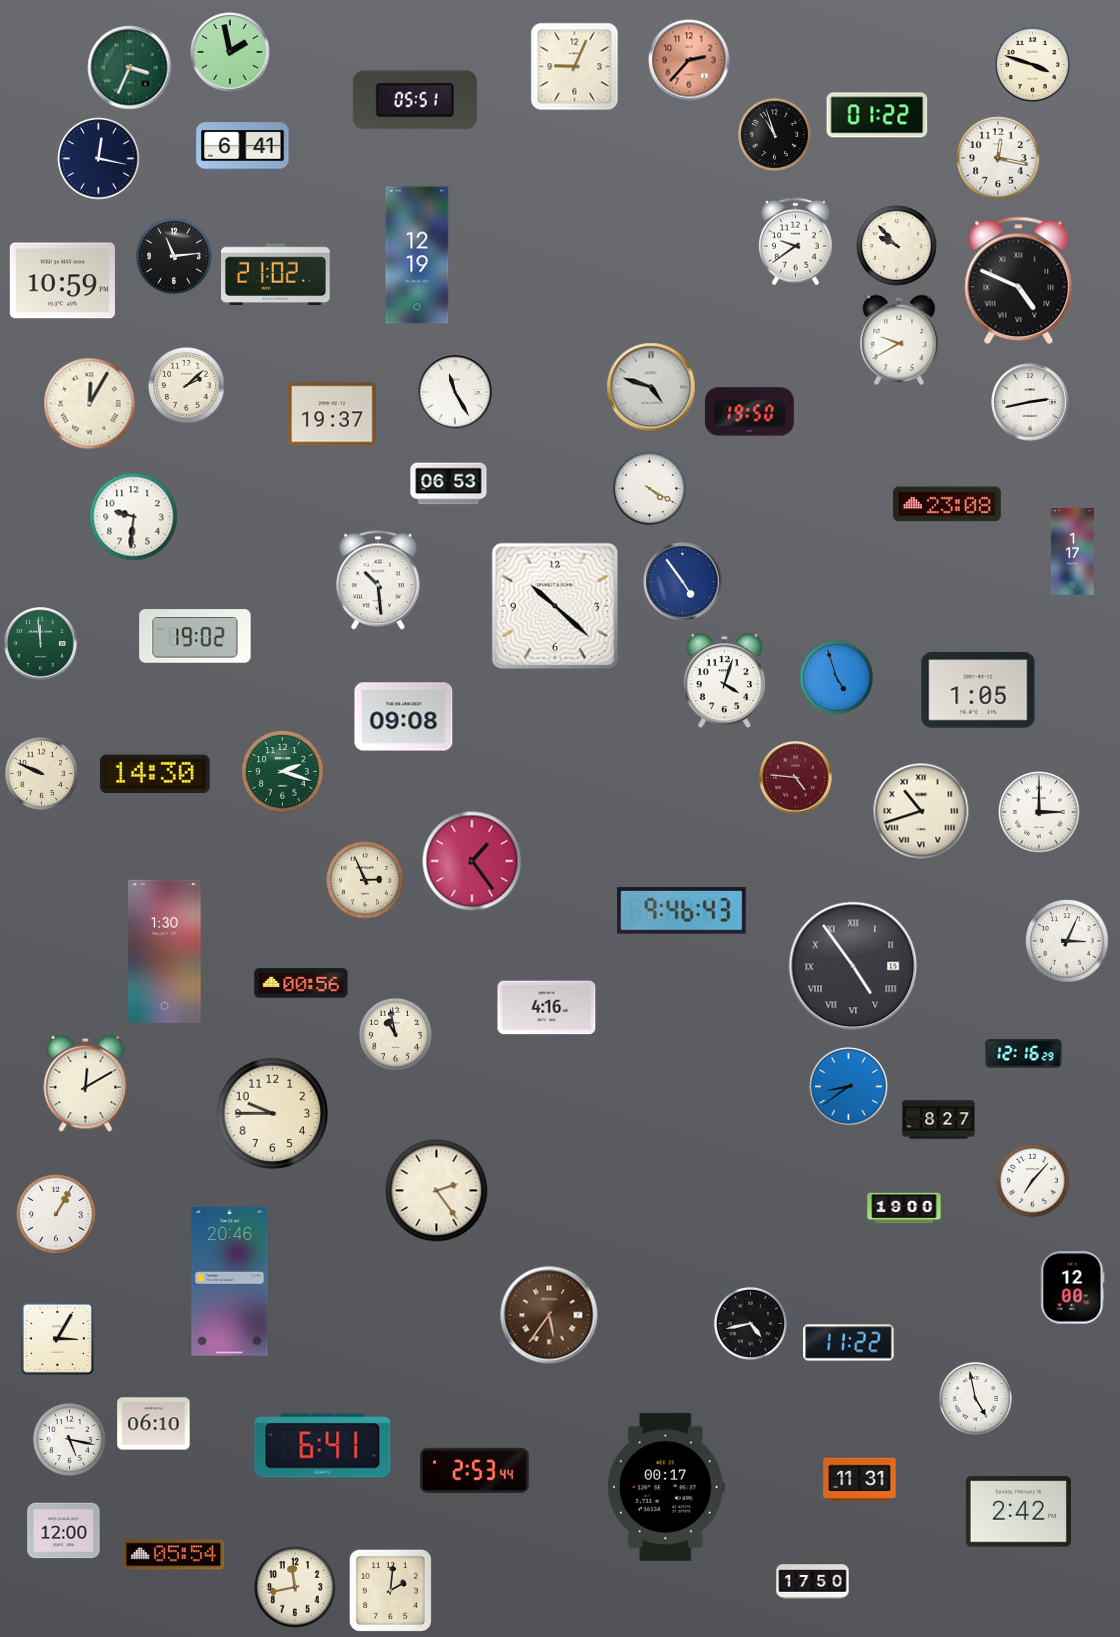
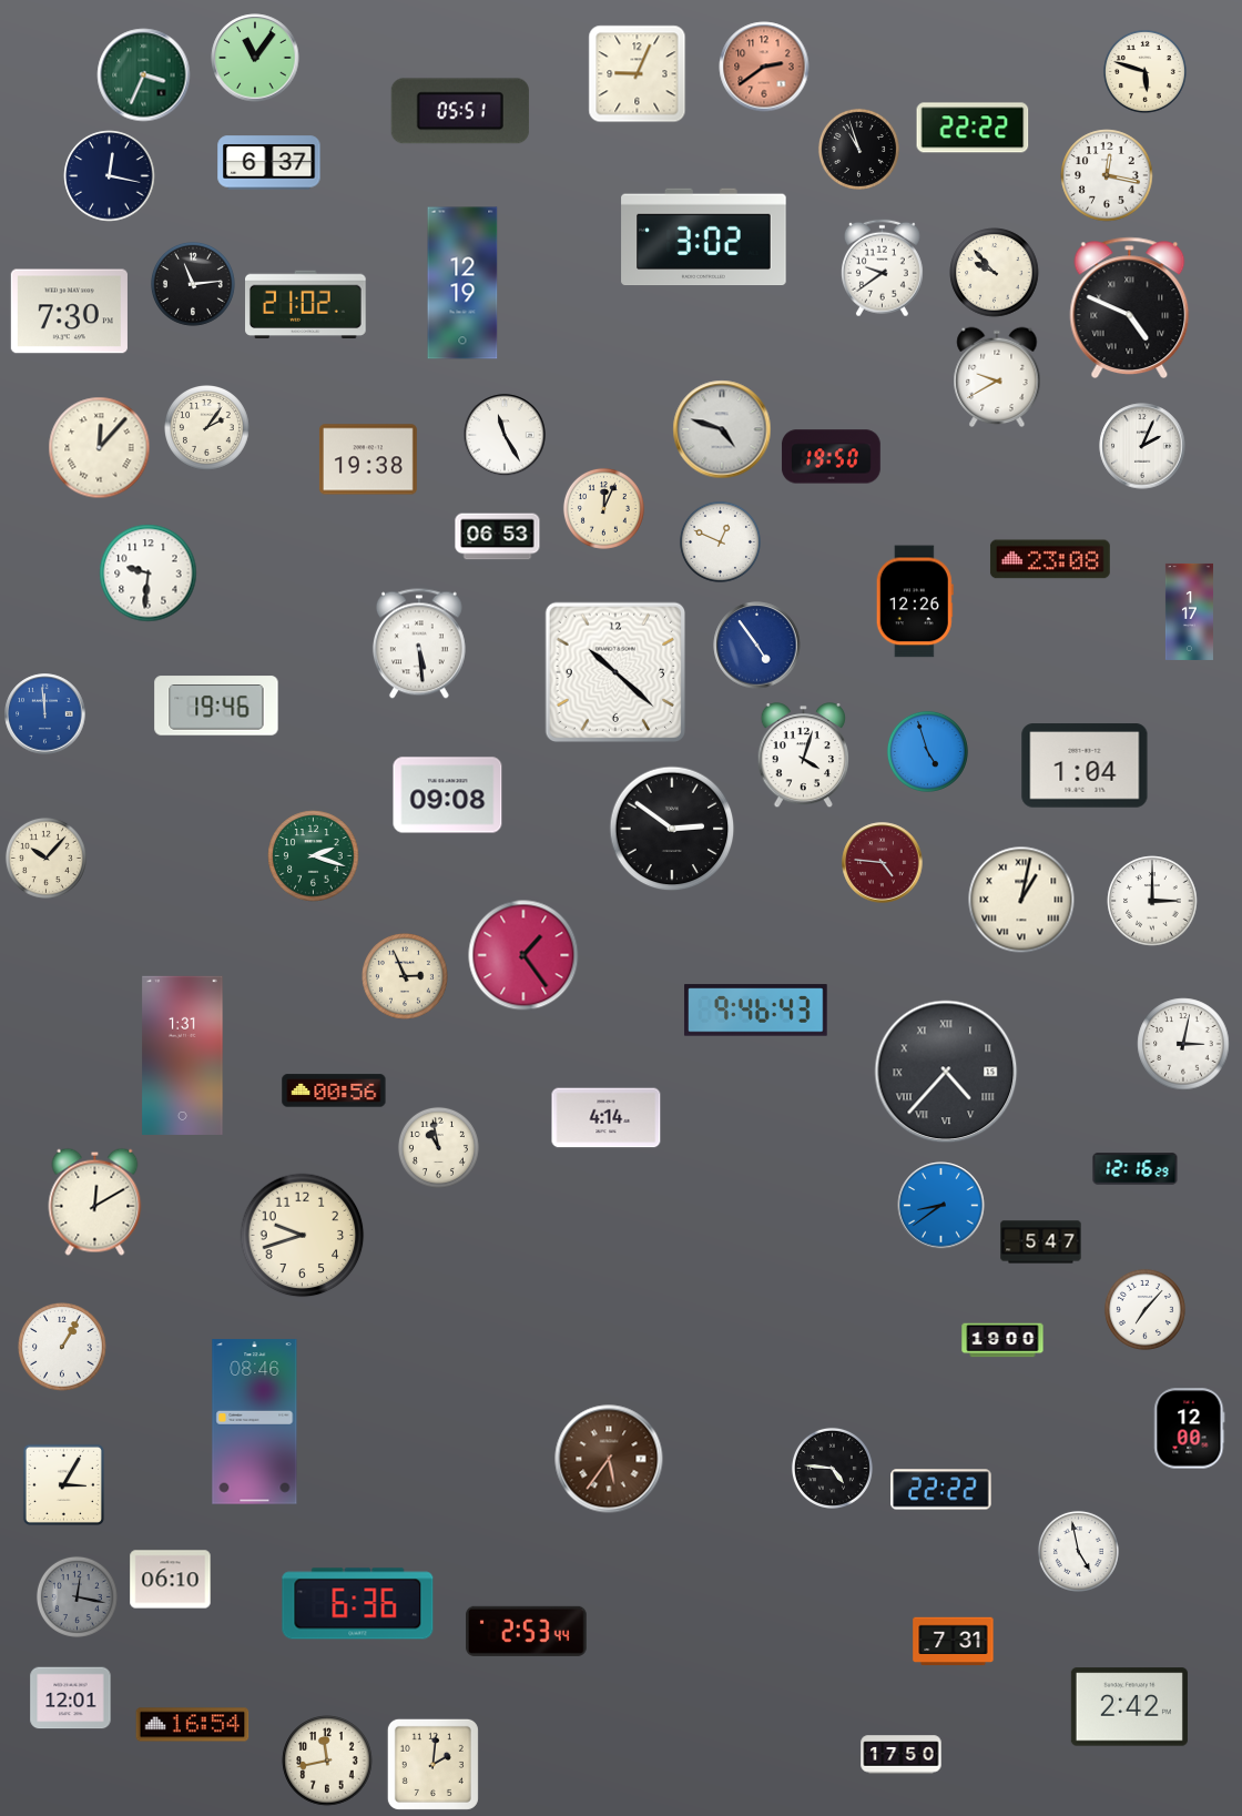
clock at (230, 52): 1:58 -> 11:06
clock at (689, 60): 2:37 -> 2:39
clock at (1032, 64): 3:48 -> 5:48
clock at (877, 115): 01:22 -> 22:22
clock at (243, 147): 6:41 -> 6:37
clock at (704, 237): none -> 3:02
clock at (1019, 280) position: (1019, 280) -> (1130, 307)
clock at (62, 281): 10:59 -> 7:30
clock at (187, 386): 2:08 -> 2:06
clock at (1030, 402): 2:43 -> 2:04
clock at (90, 404): 12:05 -> 12:07
clock at (332, 414): 19:37 -> 19:38
clock at (603, 508): none -> 12:04
clock at (649, 488): 4:20 -> 12:49
clock at (915, 601): none -> 12:26
clock at (378, 580): 10:29 -> 5:29
clock at (195, 636): 19:02 -> 19:46
clock at (41, 644) dial: green -> blue
clock at (978, 690): 1:05 -> 1:04
clock at (672, 829): none -> 2:51
clock at (41, 773): 9:49 -> 10:07
clock at (156, 774): 14:30 -> none
clock at (921, 811): 10:42 -> 1:02
clock at (1067, 941): 3:04 -> 3:02
clock at (165, 951): 1:30 -> 1:31
clock at (853, 966): 4:54 -> 4:37
clock at (547, 1008): 4:16 -> 4:14
clock at (273, 1114): 9:45 -> 9:42
clock at (939, 1120): 8:27 -> 5:47
clock at (437, 1191): 2:24 -> none
clock at (230, 1282): 20:46 -> 08:46
clock at (750, 1323): 4:43 -> 4:46
clock at (849, 1343): 11:22 -> 22:22
clock at (975, 1398) position: (975, 1398) -> (1078, 1551)
clock at (69, 1439): 5:17 -> 12:17
clock at (69, 1439) dial: white -> grey
clock at (323, 1446): 6:41 -> 6:36
clock at (860, 1480): 11:31 -> 7:31
clock at (666, 1487): 00:17 -> none
clock at (1018, 1512) position: (1018, 1512) -> (1129, 1707)
clock at (64, 1531): 12:00 -> 12:01
clock at (174, 1555): 05:54 -> 16:54
